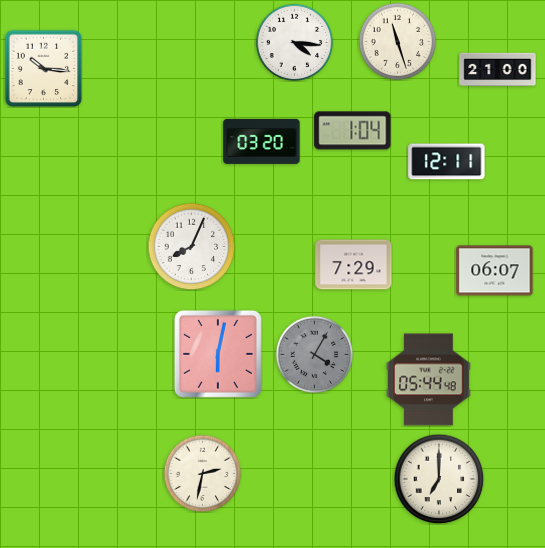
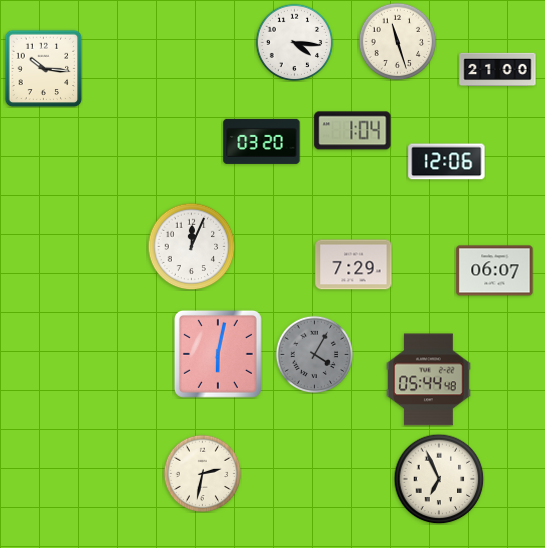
clock at (447, 162): 12:11 -> 12:06
clock at (191, 246): 8:04 -> 12:04
clock at (439, 479): 7:00 -> 6:56
